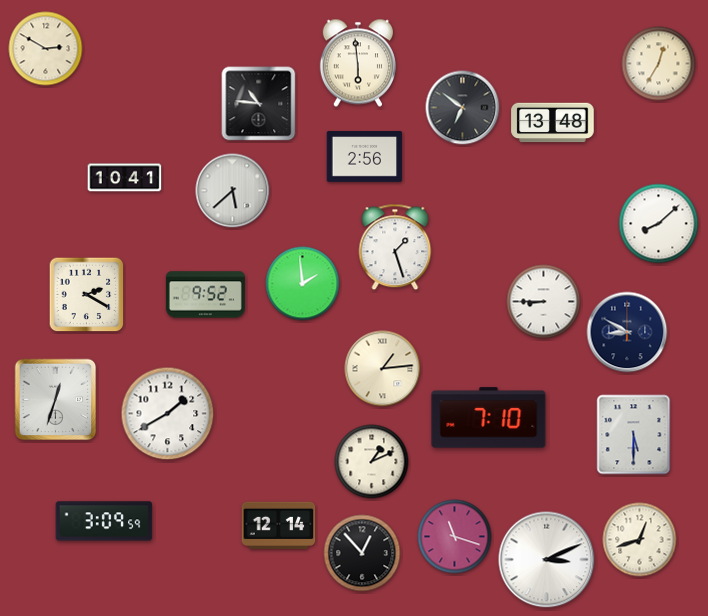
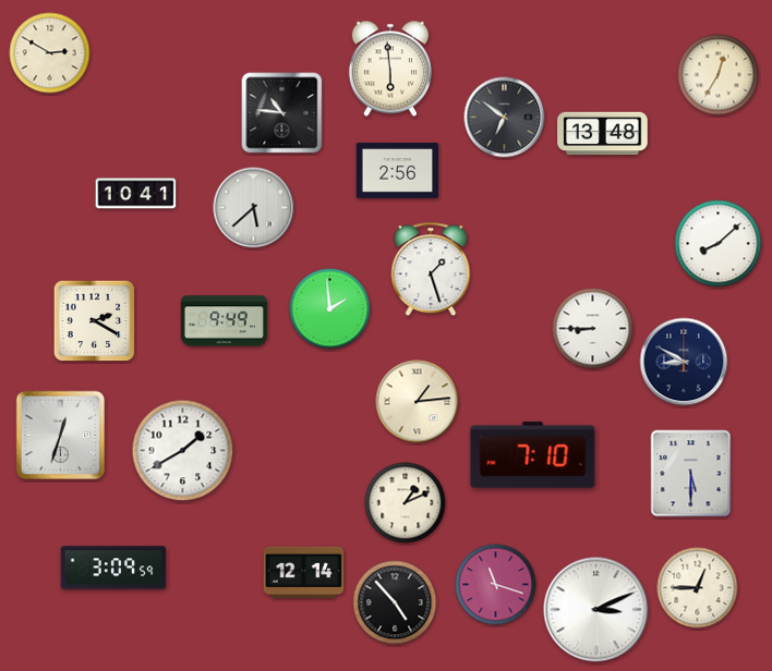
clock at (659, 64) position: (659, 64) -> (719, 75)
clock at (205, 295): 9:52 -> 9:49
clock at (640, 540): 12:42 -> 12:45
clock at (362, 553): 12:53 -> 4:53
